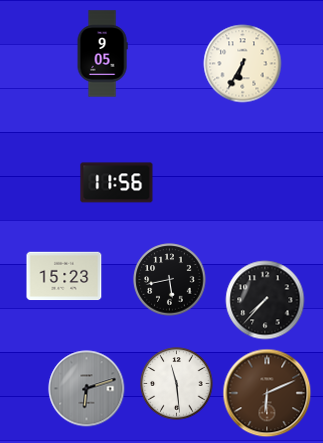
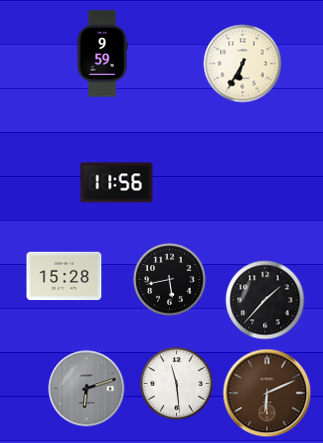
clock at (102, 54): 9:05 -> 9:59
clock at (64, 276): 15:23 -> 15:28
clock at (265, 300): 7:37 -> 1:37
